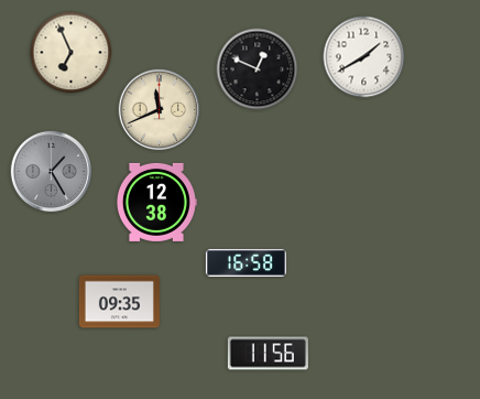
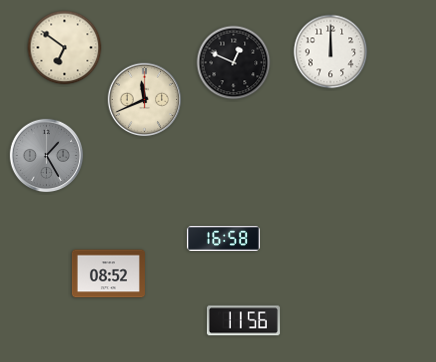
clock at (72, 53): 6:56 -> 6:51
clock at (364, 57): 1:40 -> 12:00
clock at (156, 202): 12:38 -> none
clock at (119, 302): 09:35 -> 08:52
